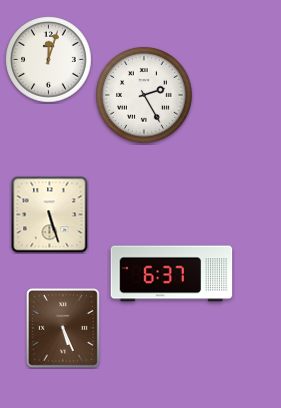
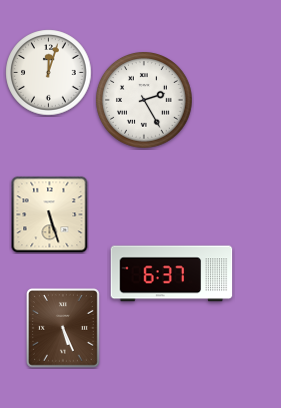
clock at (49, 60) position: (49, 60) -> (49, 73)
clock at (145, 96) position: (145, 96) -> (145, 101)
